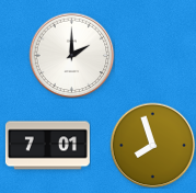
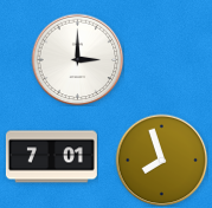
clock at (71, 55): 2:00 -> 3:00
clock at (152, 145) position: (152, 145) -> (161, 160)
